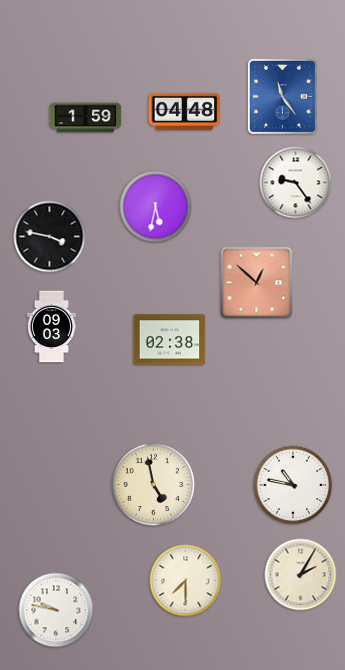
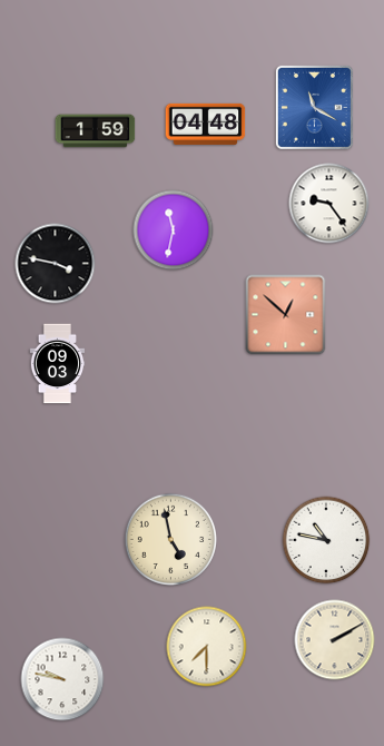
clock at (282, 96): 11:24 -> 11:20
clock at (156, 207): 5:32 -> 11:32
clock at (170, 340): 02:38 -> none
clock at (301, 575): 2:05 -> 2:10
